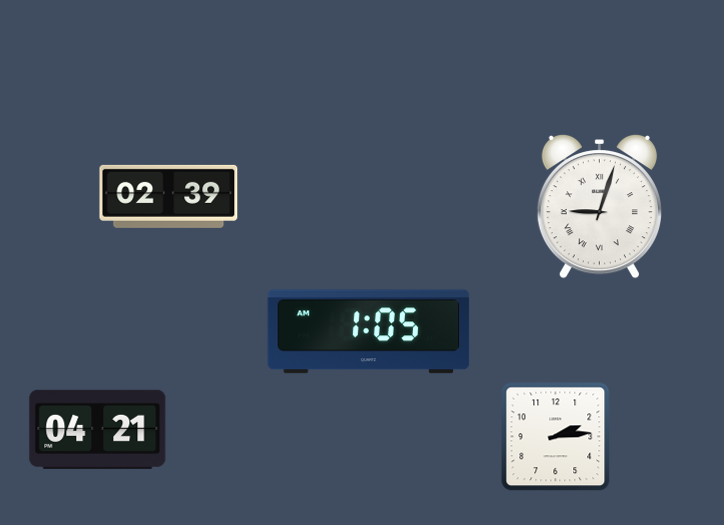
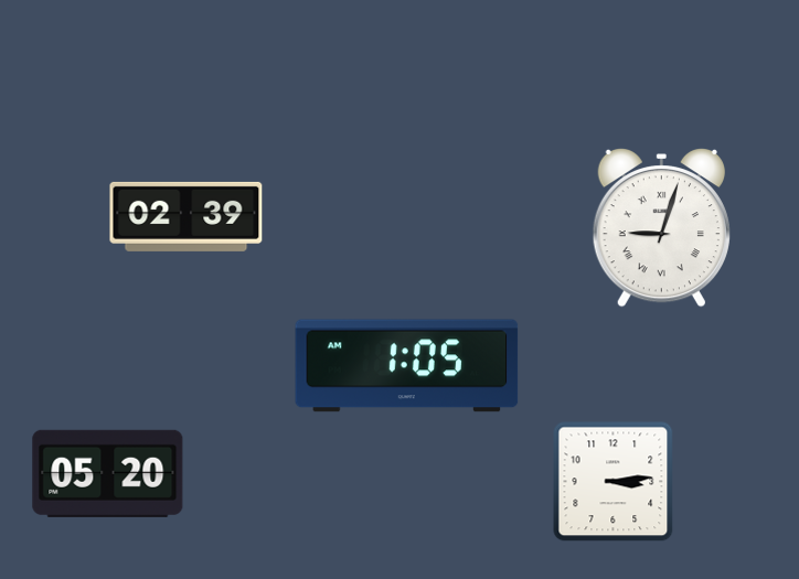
clock at (98, 429): 04:21 -> 05:20
clock at (556, 437): 2:14 -> 3:14
